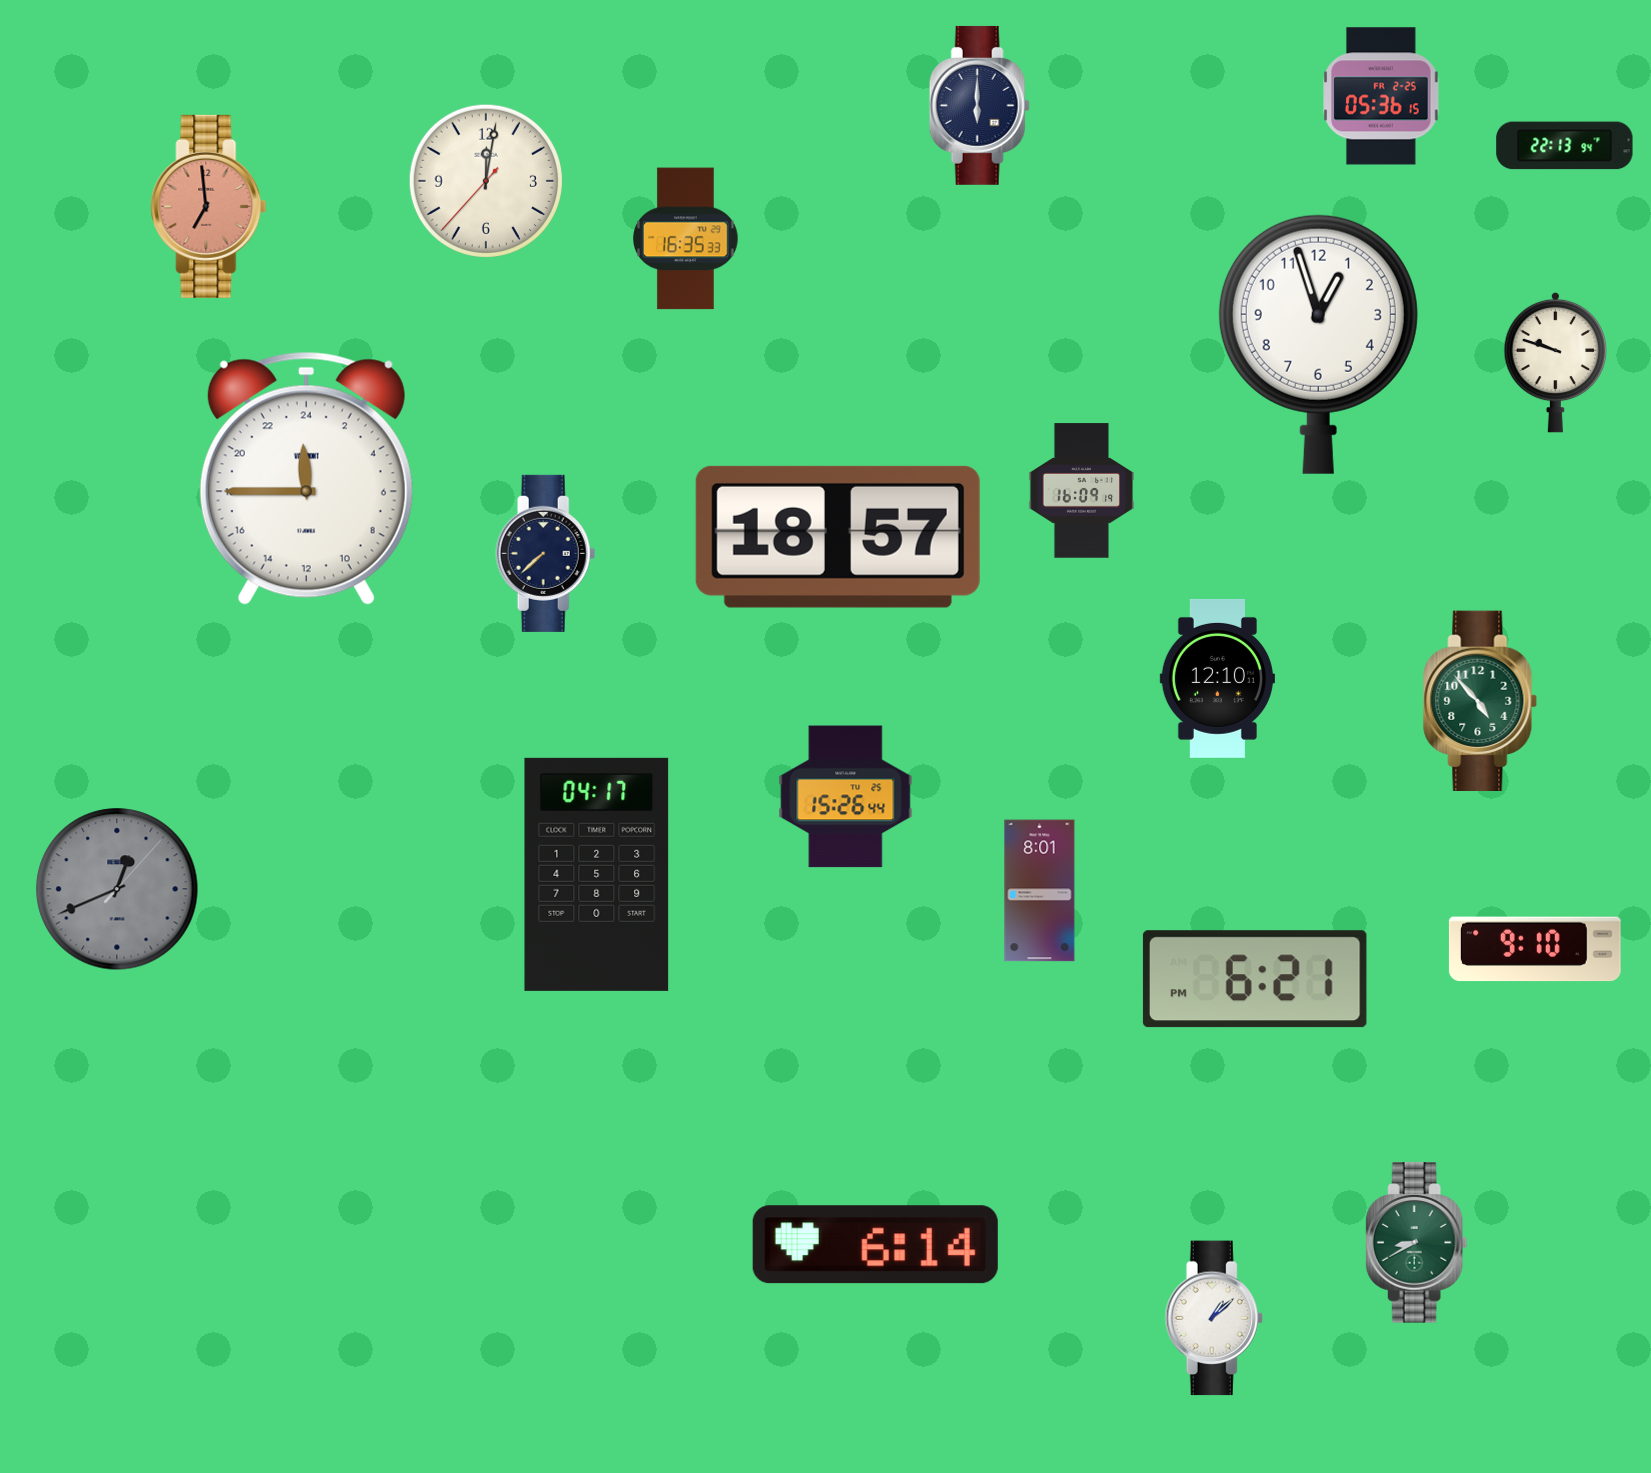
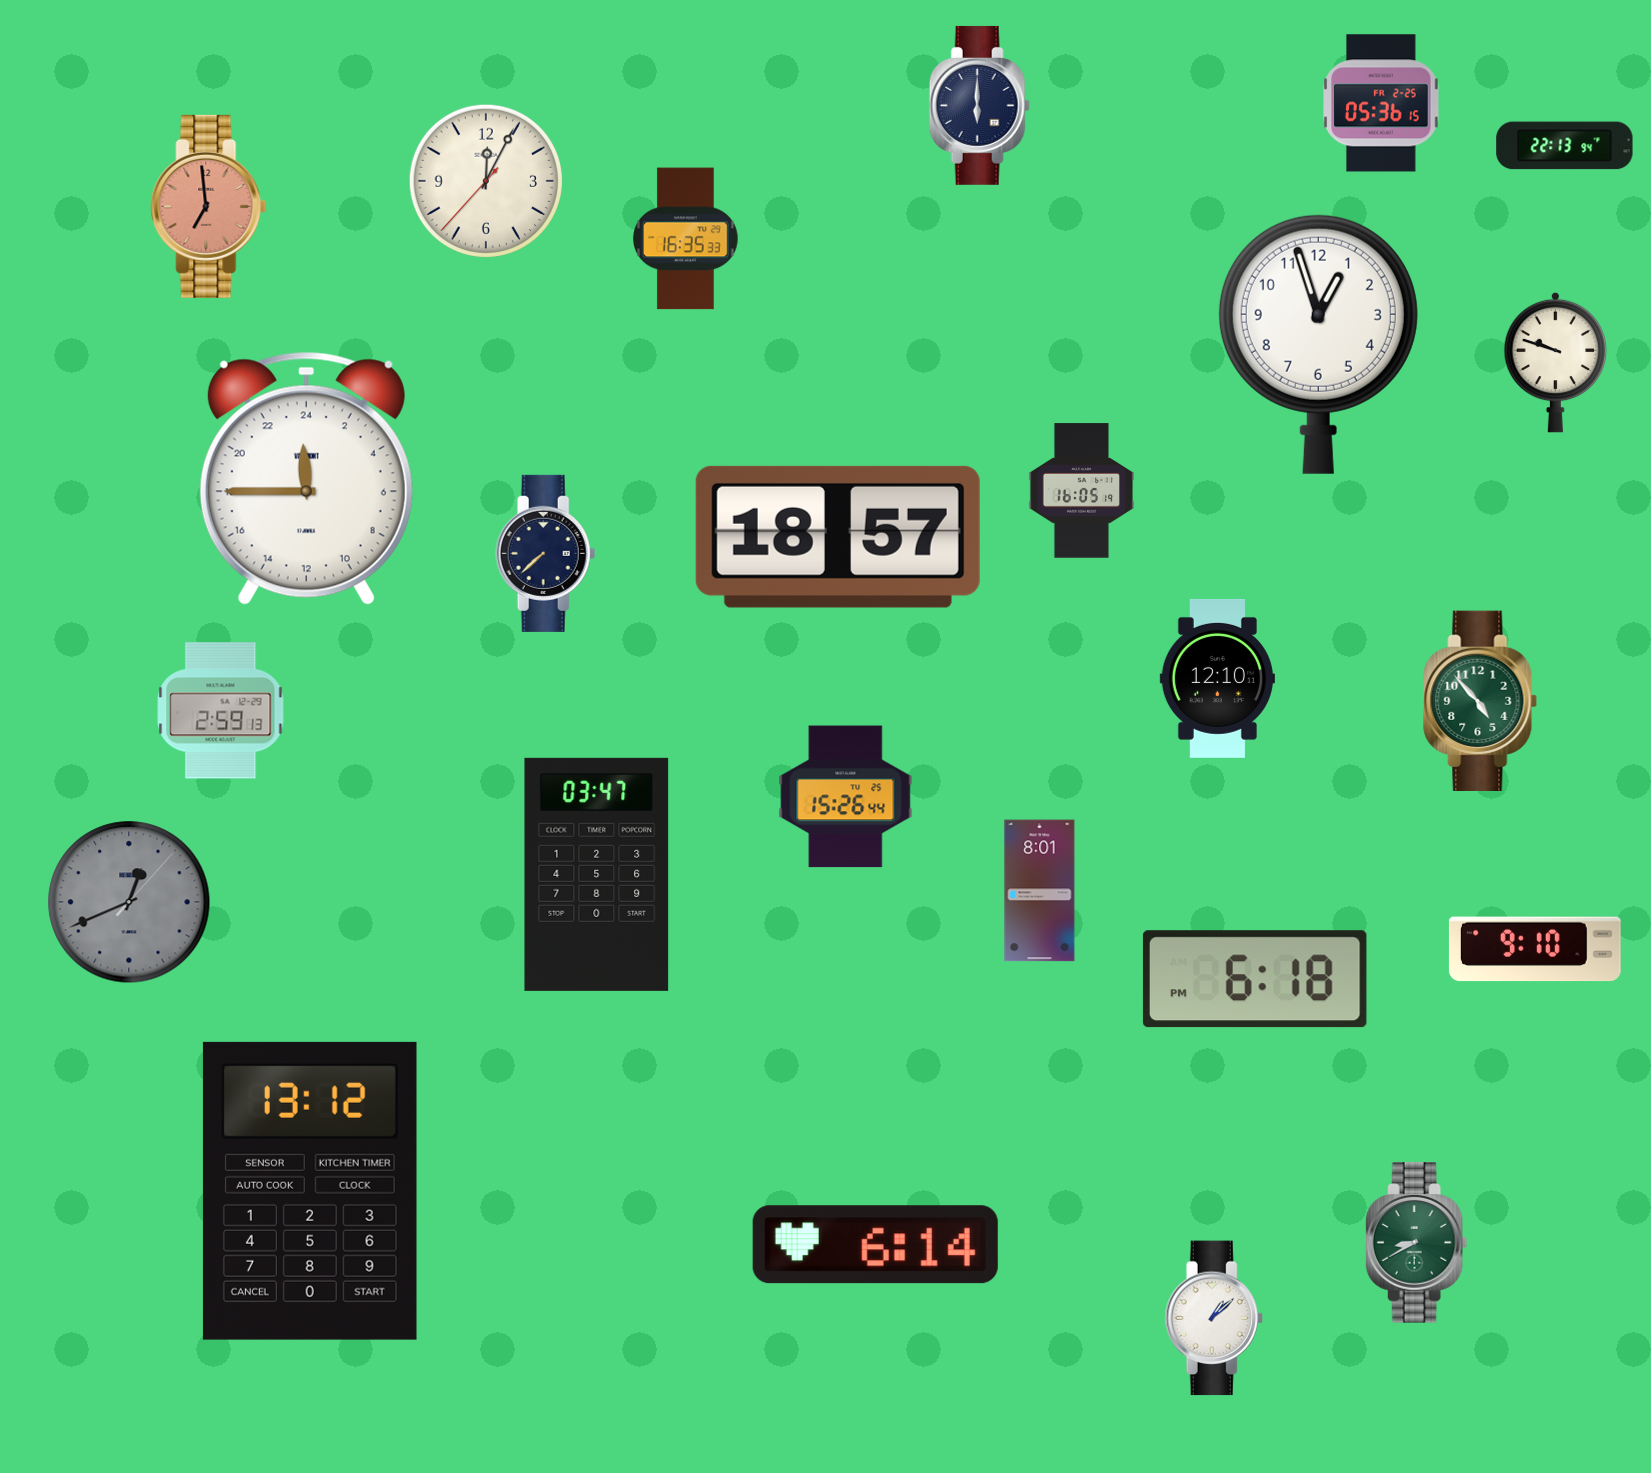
clock at (1381, 96) position: (1381, 96) -> (1381, 103)
clock at (486, 181): 12:01 -> 12:04
clock at (1082, 491): 16:09 -> 16:05
clock at (221, 711): none -> 2:59
clock at (597, 874): 04:17 -> 03:47
clock at (117, 889) position: (117, 889) -> (129, 902)
clock at (1255, 979): 6:21 -> 6:18
clock at (310, 1191): none -> 13:12
